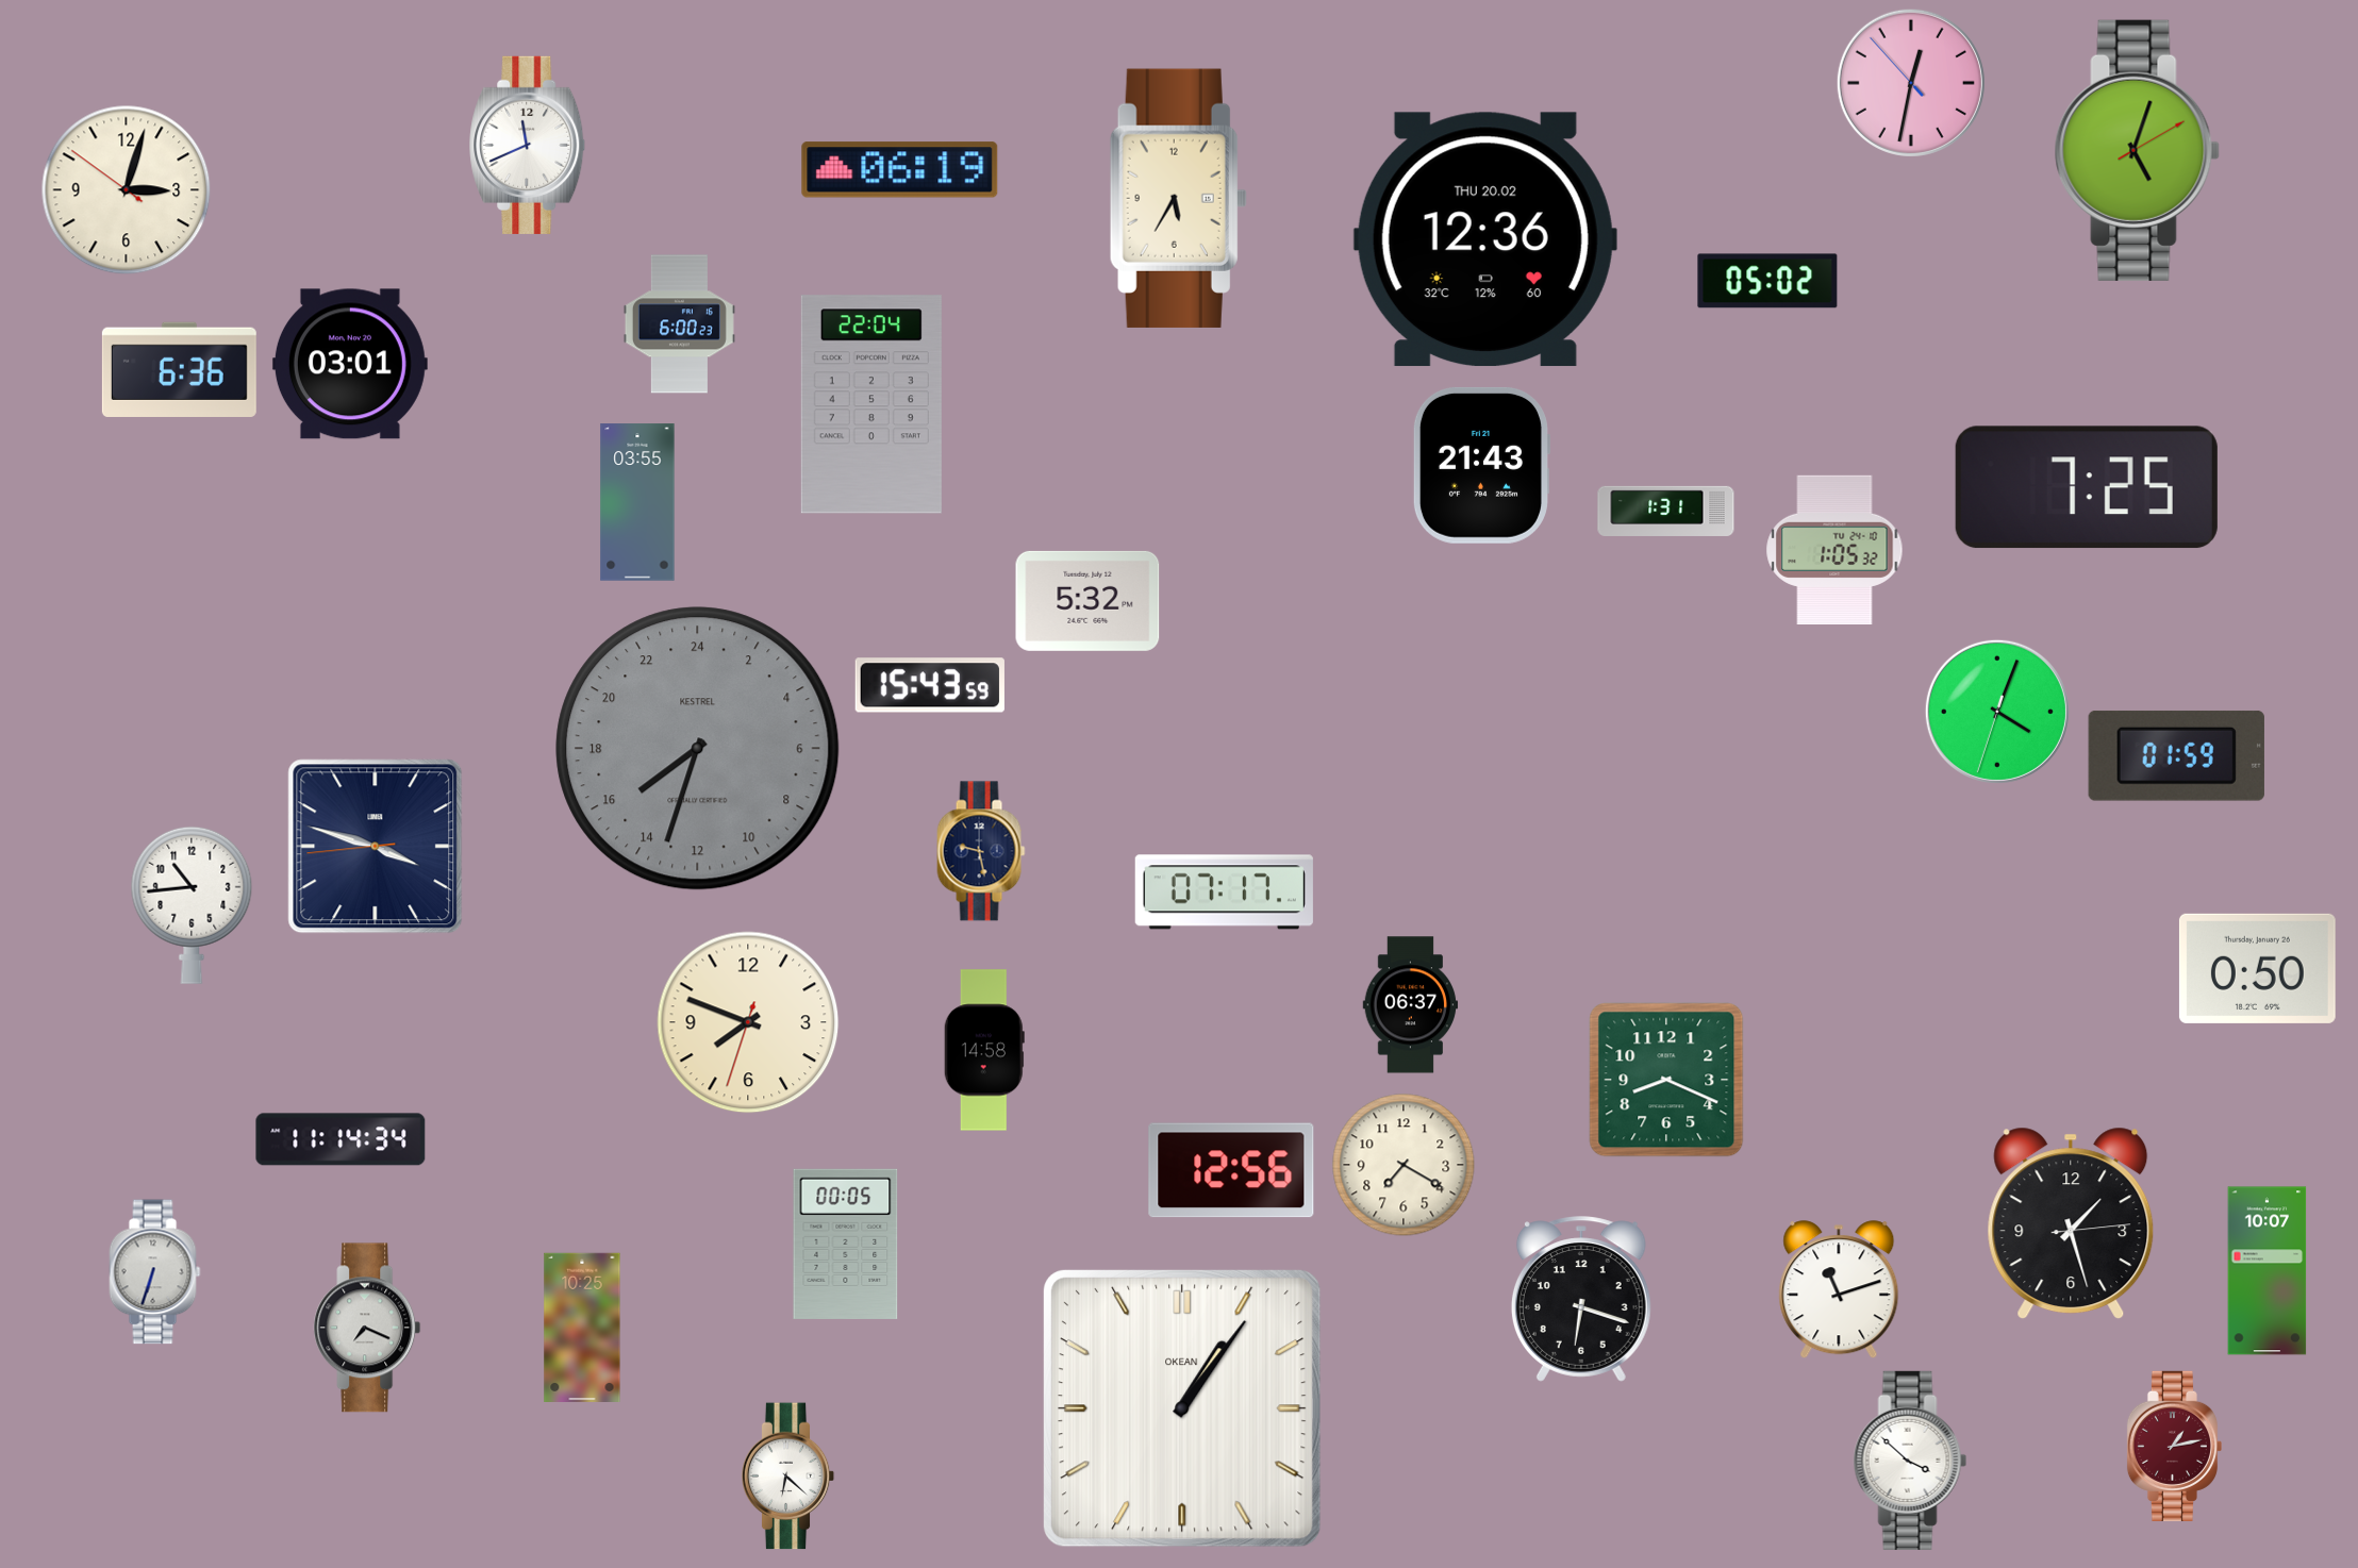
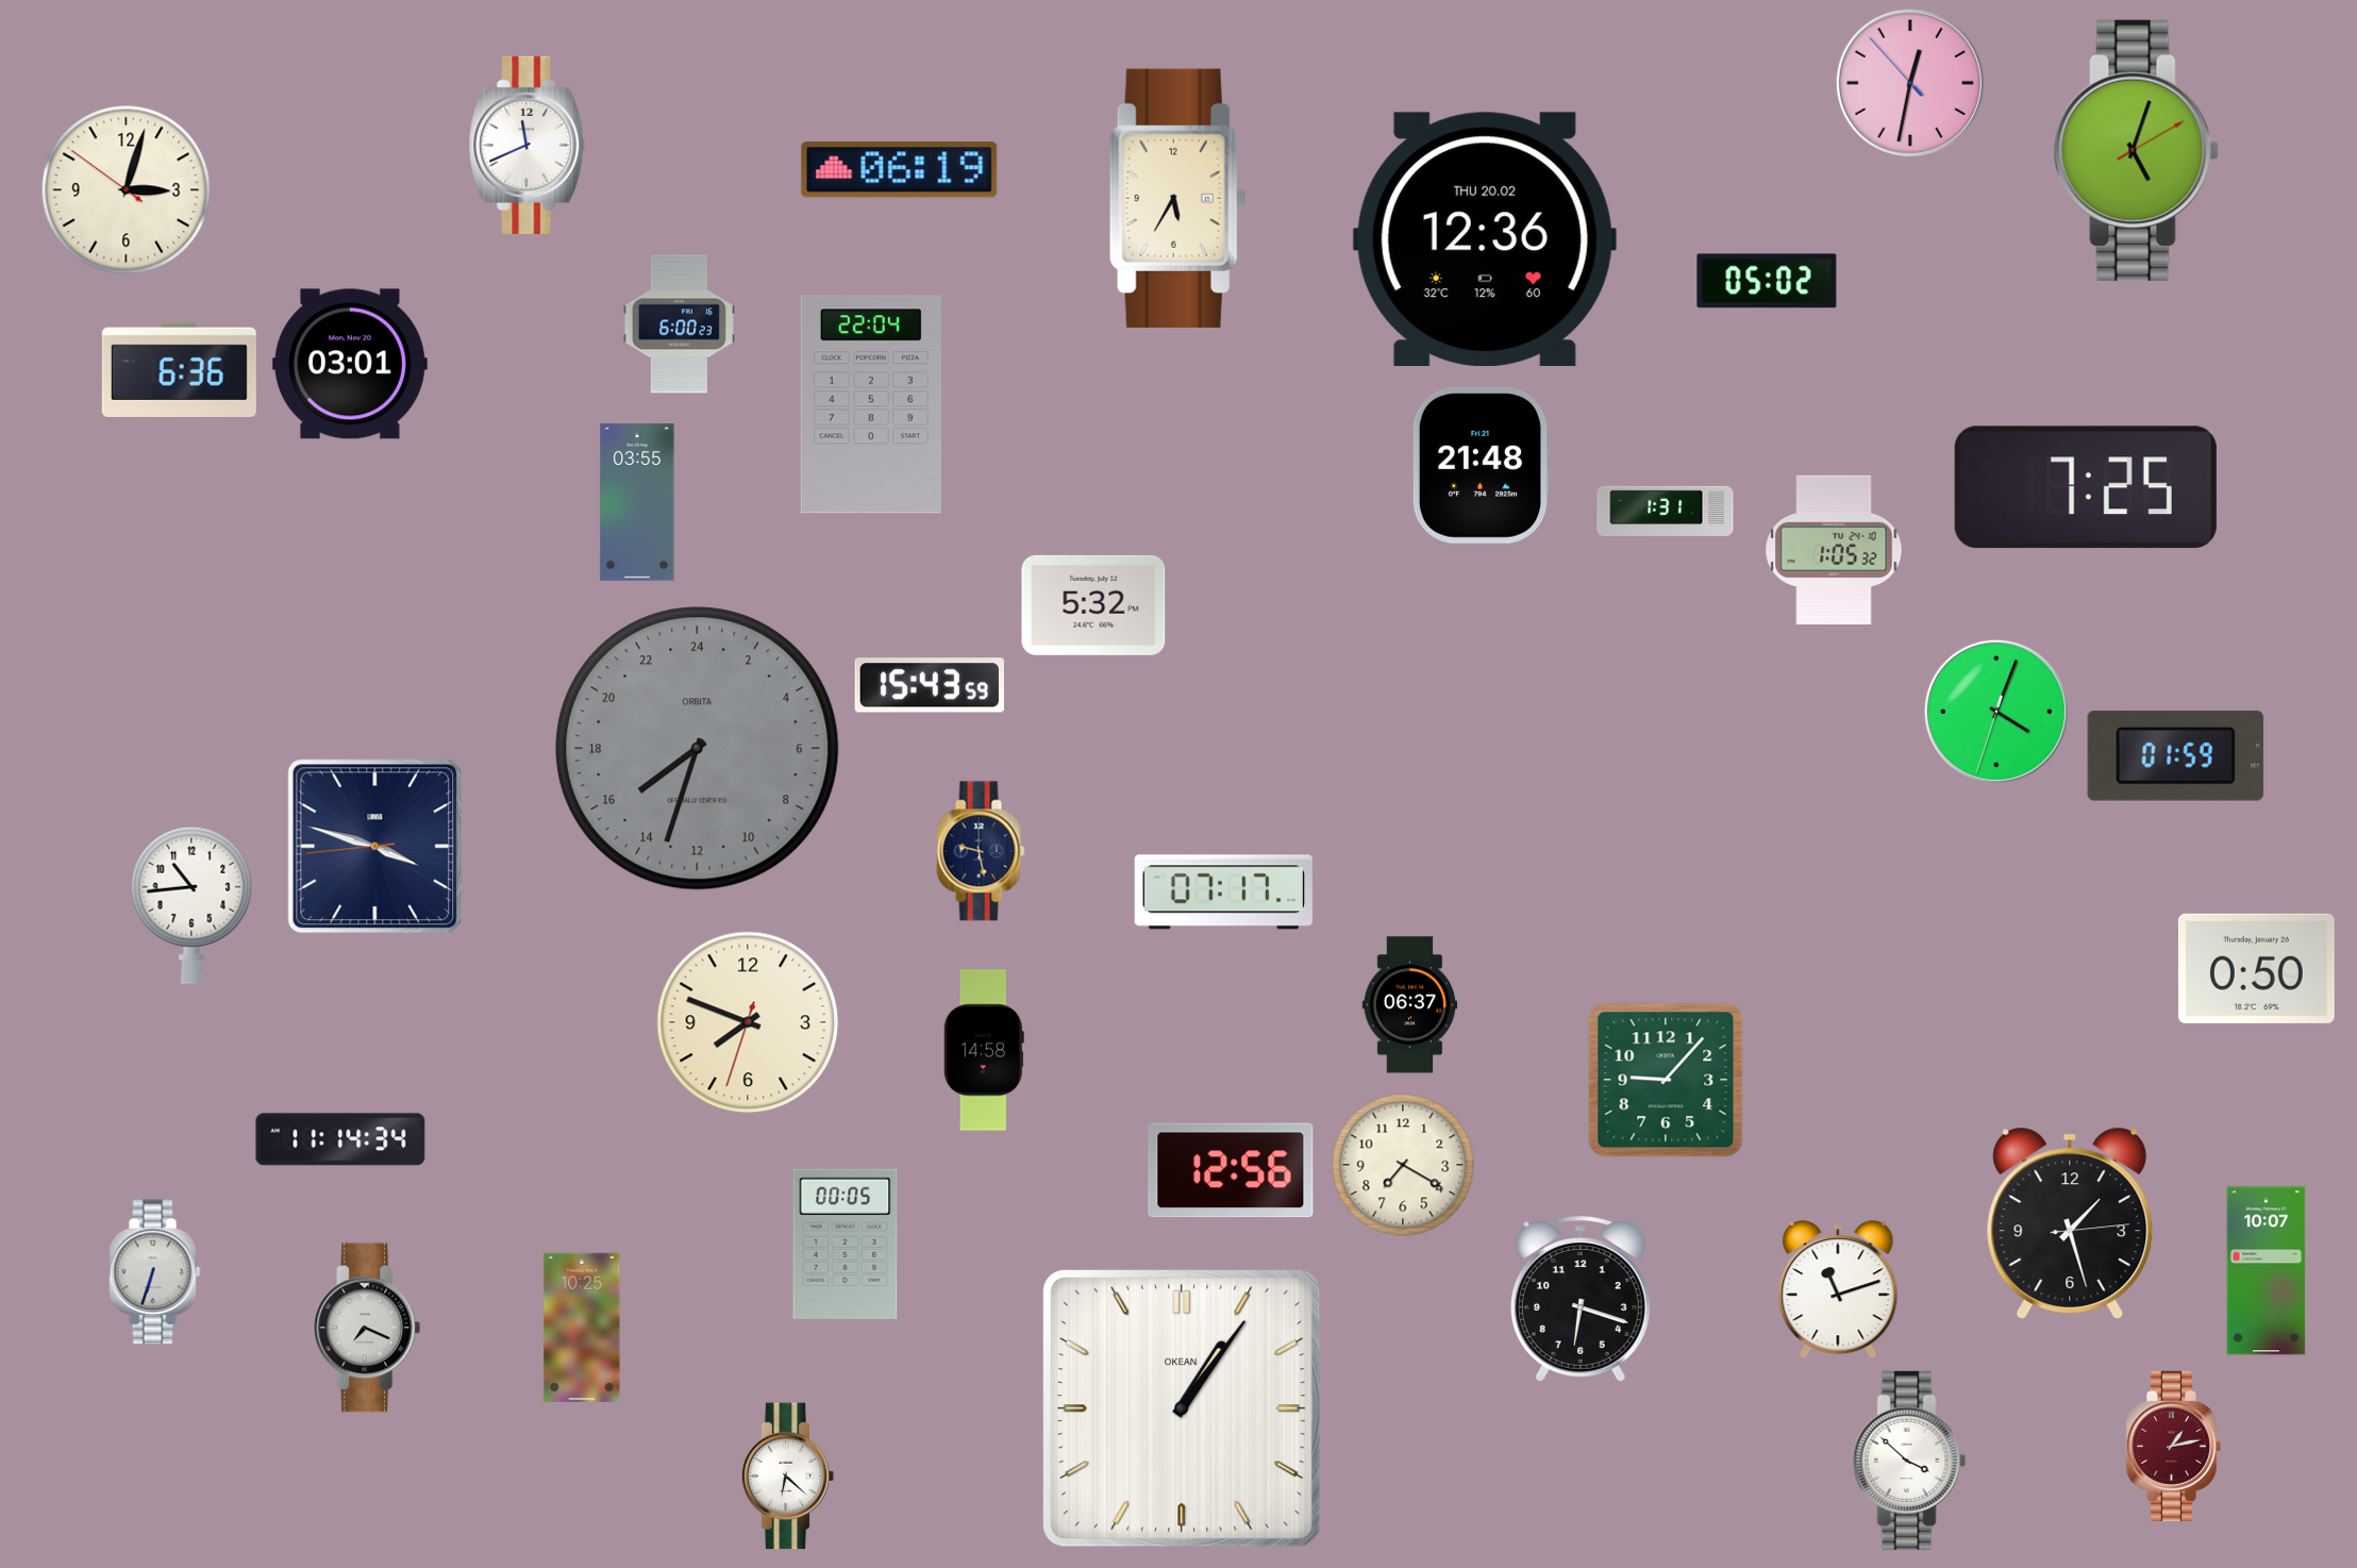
clock at (1481, 465): 21:43 -> 21:48
clock at (1087, 601) position: (1087, 601) -> (1093, 605)
clock at (698, 749) brand: KESTREL -> ORBITA
clock at (1666, 1080): 8:19 -> 9:07
